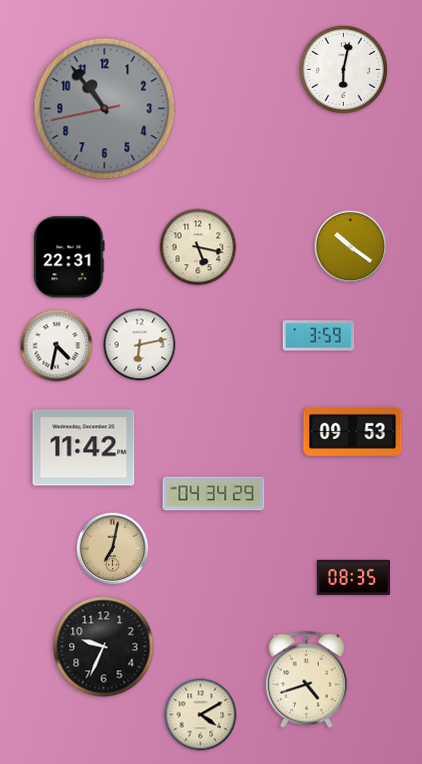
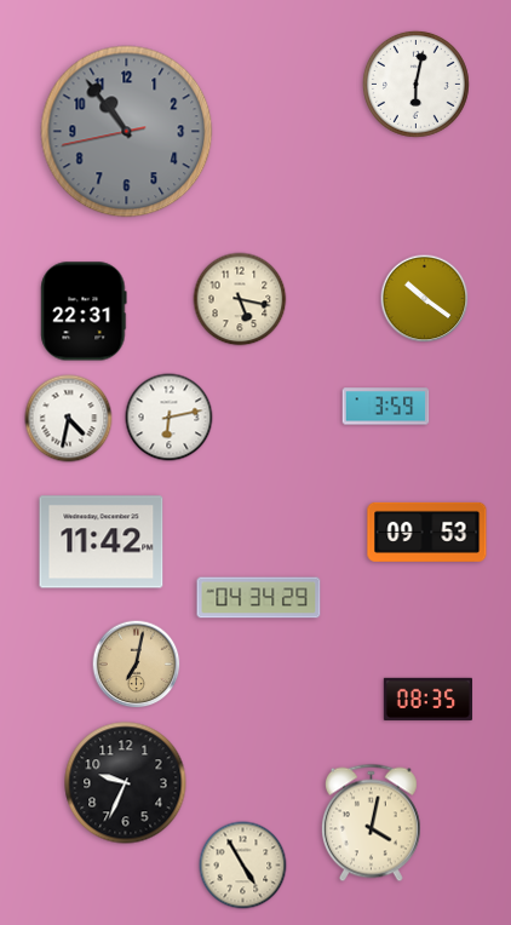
clock at (353, 431) position: (353, 431) -> (427, 532)
clock at (306, 680): 4:42 -> 4:02
clock at (201, 715): 4:10 -> 4:55
